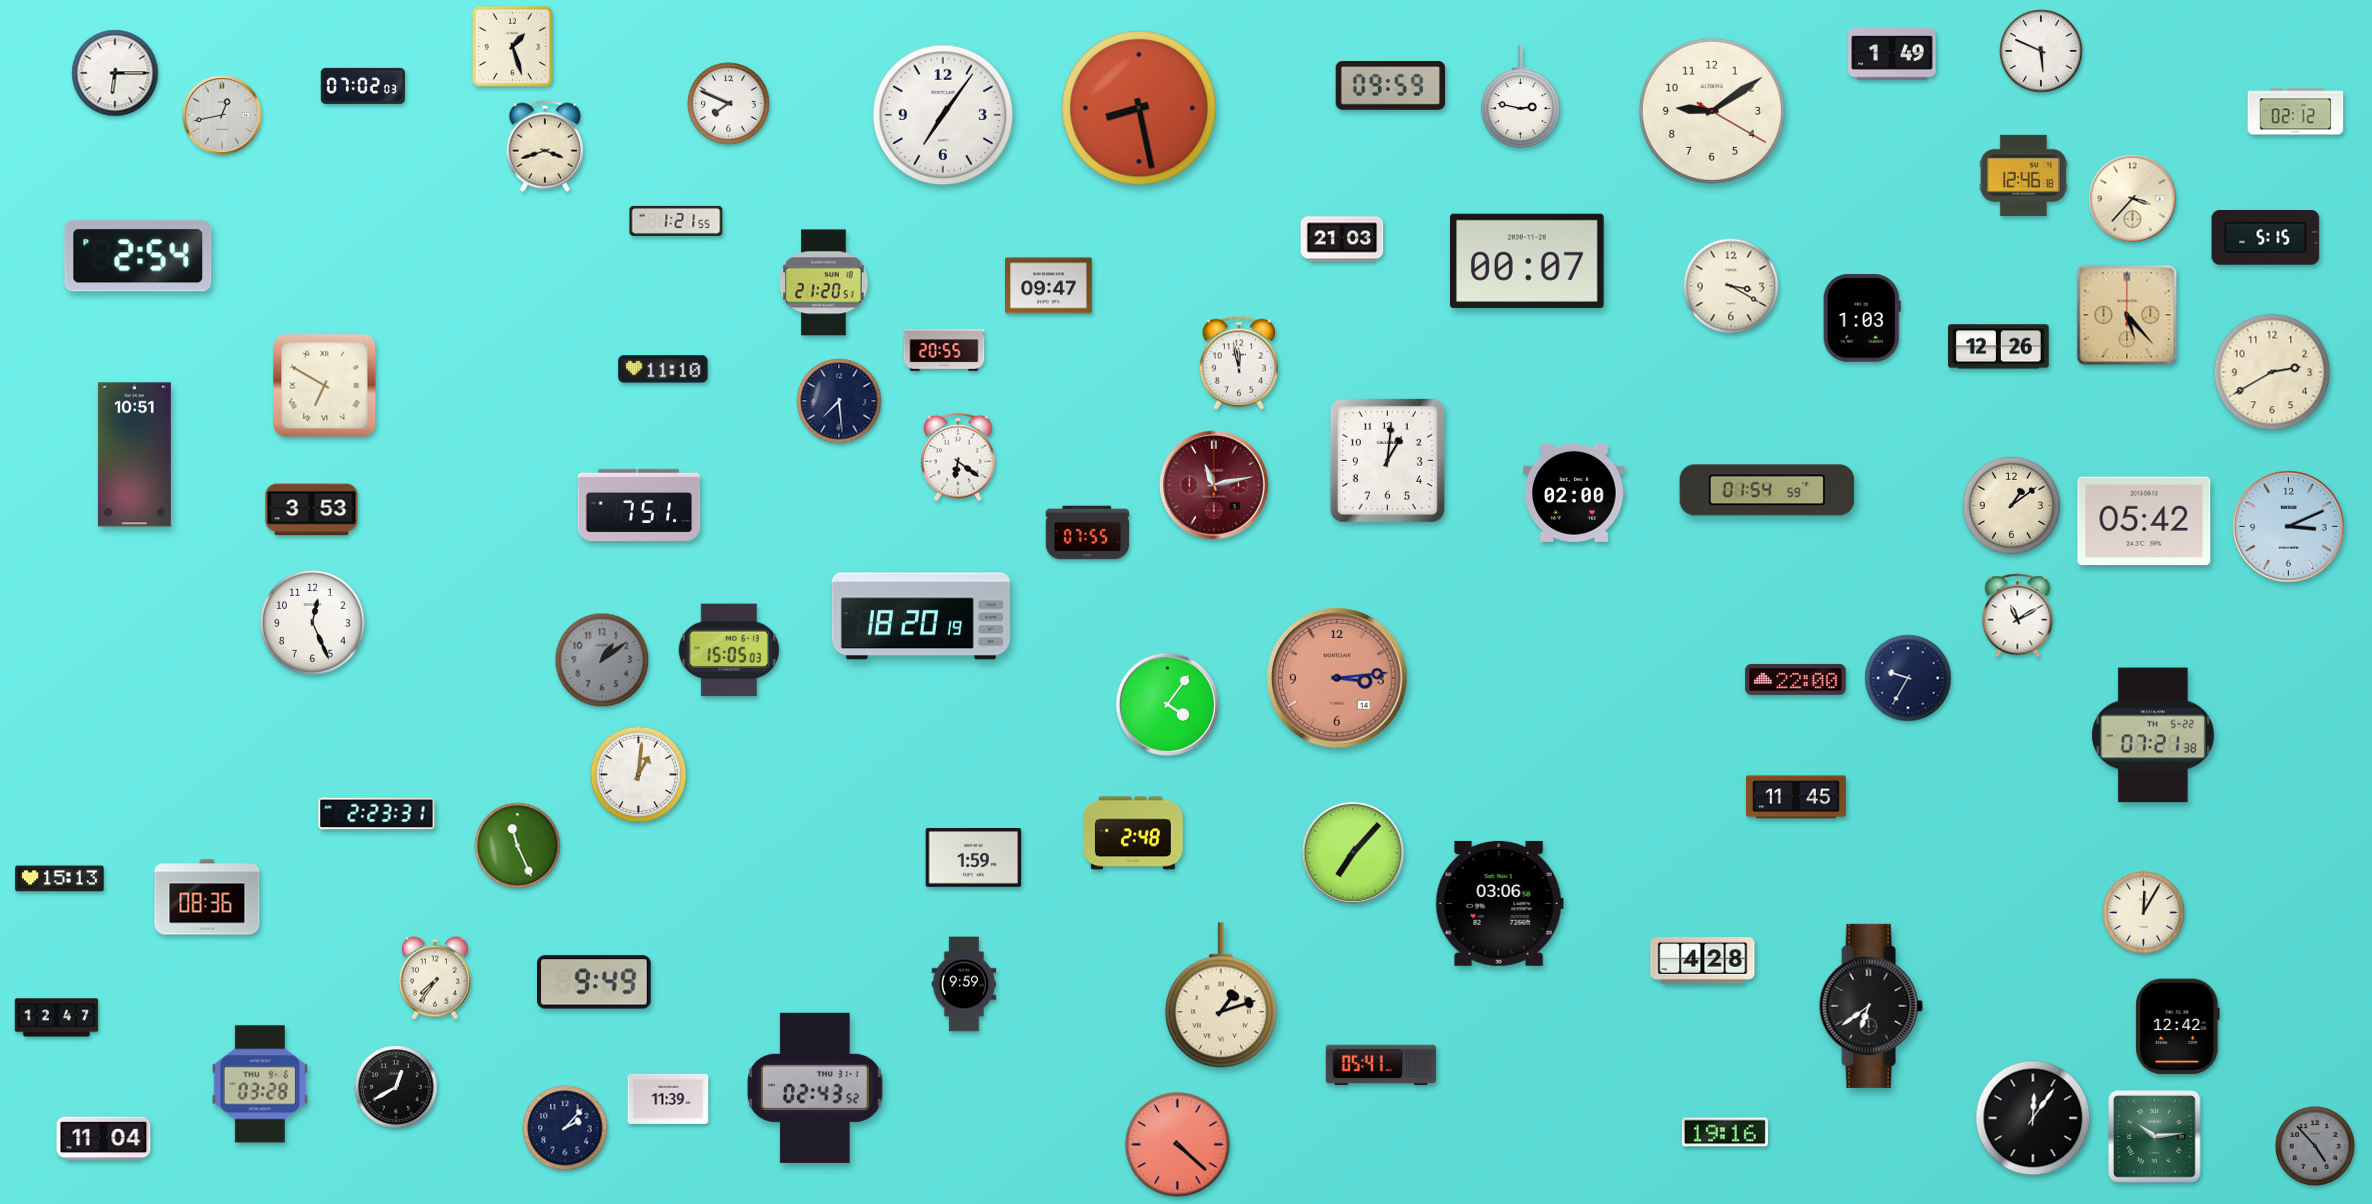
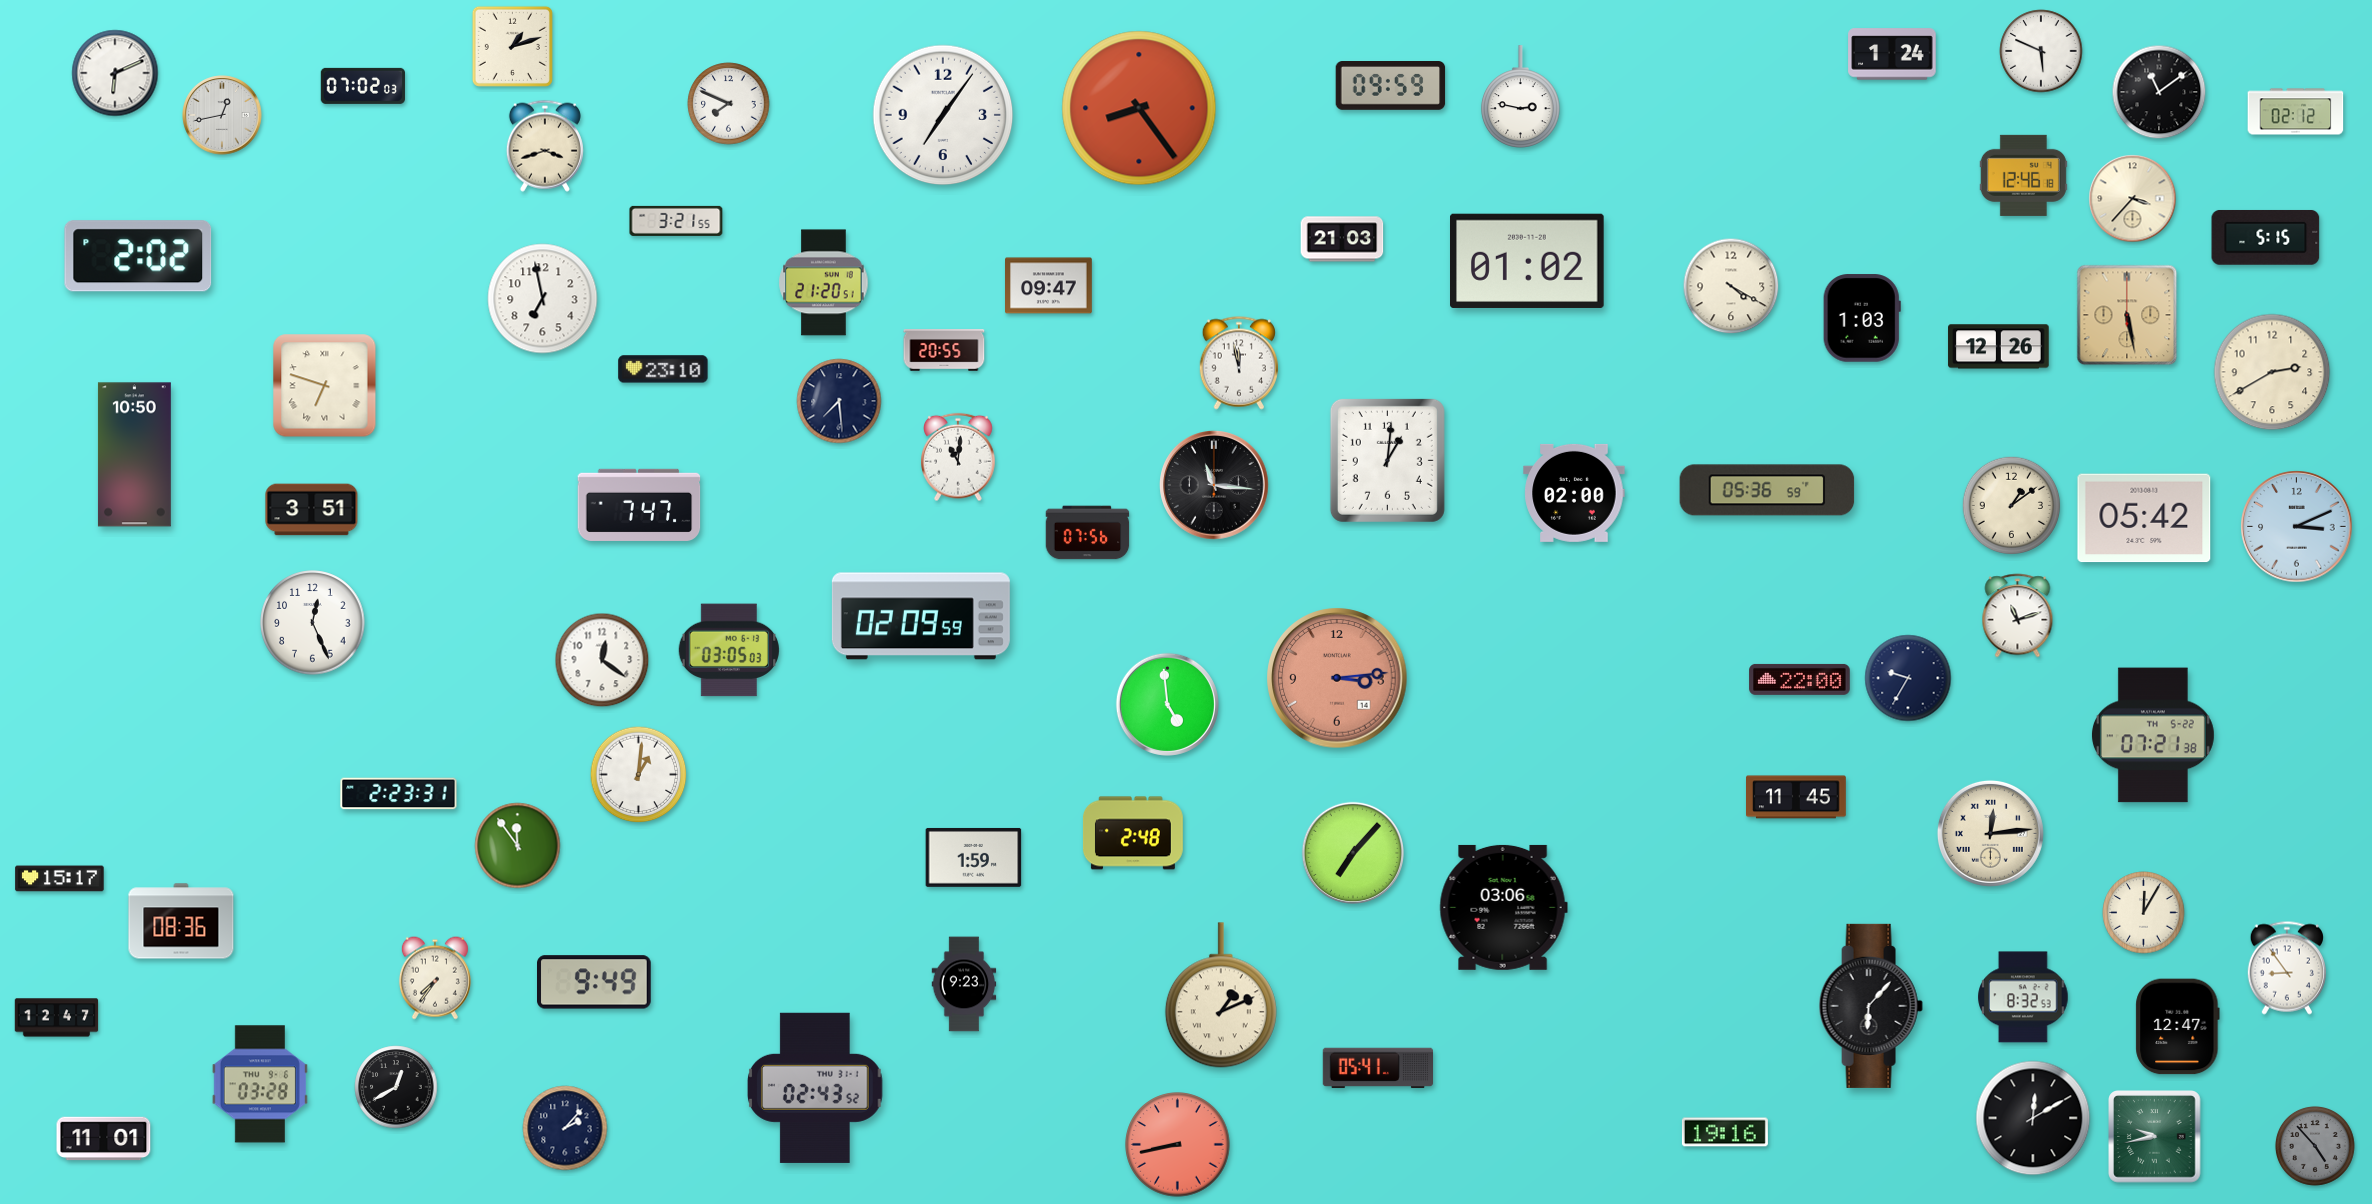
clock at (512, 46): 1:27 -> 1:12
clock at (1892, 54): 1:49 -> 1:24
clock at (115, 73): 6:15 -> 6:11
clock at (2159, 92): none -> 11:09
clock at (1139, 108): 8:28 -> 8:24
clock at (1712, 111): 9:09 -> none
clock at (676, 221): 1:21 -> 3:21
clock at (138, 256): 2:54 -> 2:02
clock at (1528, 261): 00:07 -> 01:02
clock at (1731, 286): 3:20 -> 4:20
clock at (543, 299): none -> 6:58
clock at (2127, 315): 5:23 -> 5:28
clock at (663, 369): 11:10 -> 23:10
clock at (325, 386): 6:50 -> 6:48
clock at (134, 455): 10:51 -> 10:50
clock at (959, 457): 6:21 -> 11:01
clock at (1214, 485): 11:13 -> 11:16
clock at (1214, 485) dial: burgundy -> black
clock at (1767, 490): 01:54 -> 05:36
clock at (639, 505): 7:51 -> 7:47
clock at (312, 510): 3:53 -> 3:51
clock at (2144, 521) position: (2144, 521) -> (2144, 518)
clock at (2289, 527) position: (2289, 527) -> (2297, 527)
clock at (1088, 533): 07:55 -> 07:56
clock at (921, 616): 18:20 -> 02:09
clock at (2018, 616): 11:10 -> 11:12
clock at (729, 650): 15:05 -> 03:05
clock at (602, 660): 1:09 -> 12:21
clock at (602, 660) dial: grey -> white
clock at (1796, 679) position: (1796, 679) -> (1800, 679)
clock at (1167, 704): 4:06 -> 4:59
clock at (377, 814) position: (377, 814) -> (399, 794)
clock at (1990, 833): none -> 12:14
clock at (518, 846): 11:26 -> 11:54
clock at (60, 879): 15:13 -> 15:17
clock at (207, 897) position: (207, 897) -> (181, 921)
clock at (1499, 903) position: (1499, 903) -> (1503, 907)
clock at (1703, 961): 4:28 -> none
clock at (2287, 968): none -> 8:54
clock at (964, 984): 9:59 -> 9:23
clock at (1221, 995): 1:12 -> 1:11
clock at (2023, 997): none -> 8:32
clock at (1871, 1006): 6:39 -> 6:07
clock at (2178, 1027): 12:42 -> 12:47
clock at (1381, 1065) position: (1381, 1065) -> (1378, 1068)
clock at (668, 1099): 11:39 -> none
clock at (2033, 1118): 12:06 -> 12:10
clock at (2155, 1137): 10:14 -> 9:43
clock at (104, 1139): 11:04 -> 11:01
clock at (1178, 1145): 4:22 -> 8:43
